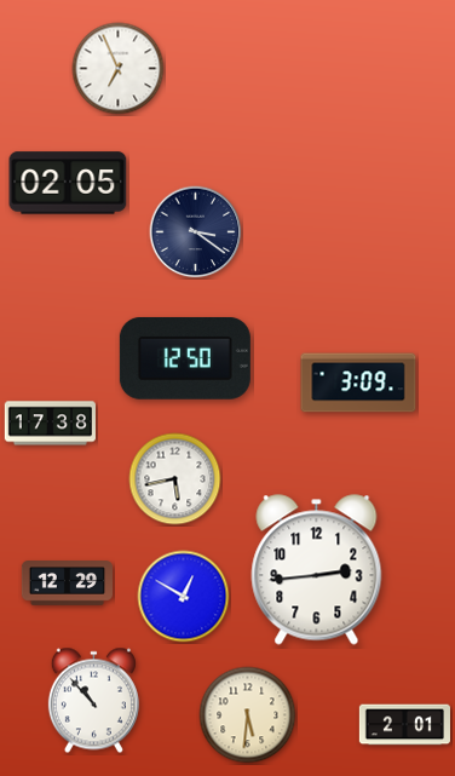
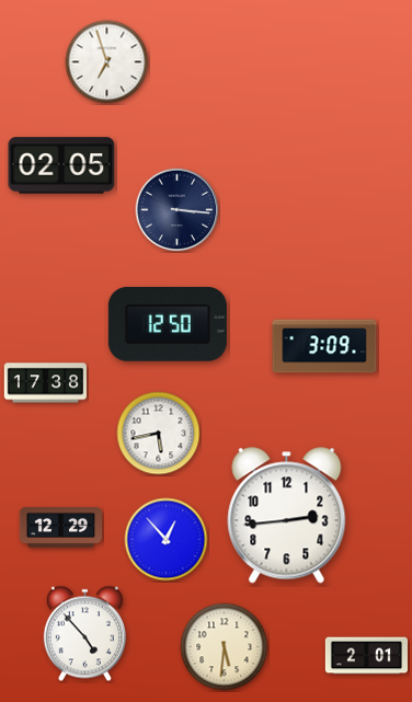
clock at (119, 69): 6:56 -> 6:57
clock at (196, 232): 3:21 -> 3:16
clock at (184, 597): 12:50 -> 12:53
clock at (93, 701): 10:53 -> 4:53
